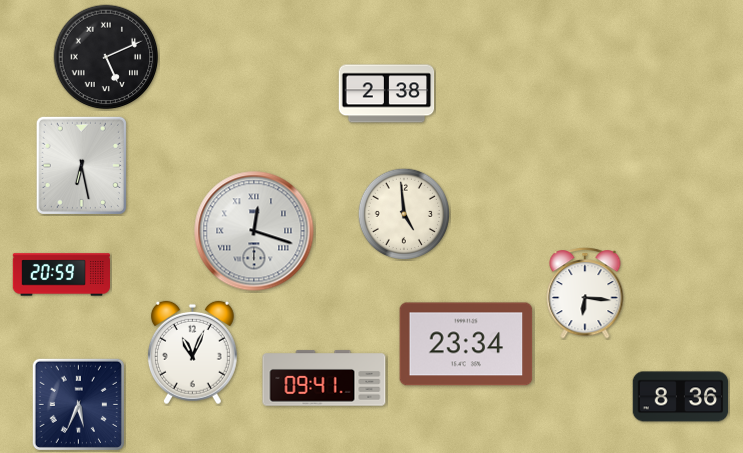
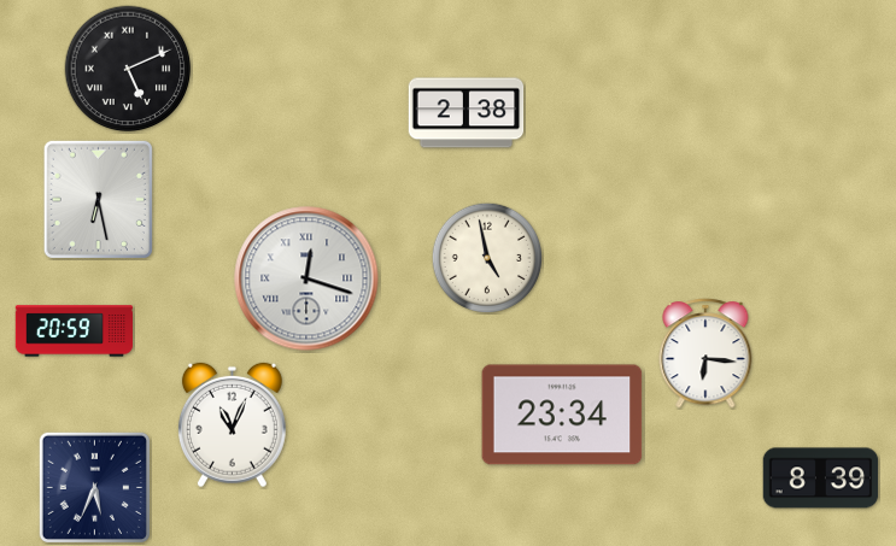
clock at (403, 213): 4:59 -> 4:58
clock at (324, 378): 09:41 -> none
clock at (681, 397): 8:36 -> 8:39
